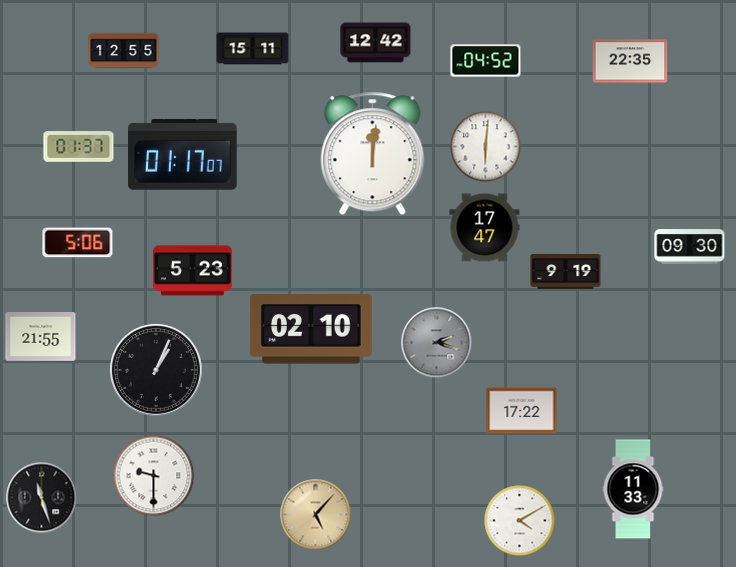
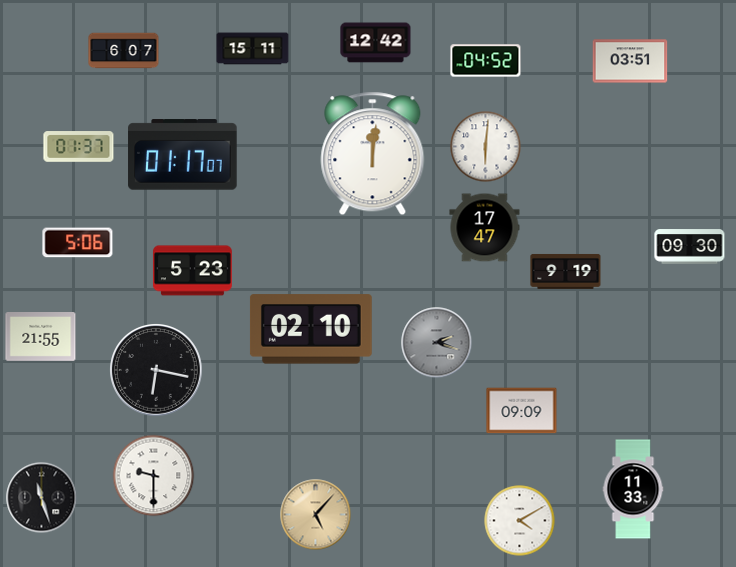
clock at (124, 51): 12:55 -> 6:07
clock at (630, 61): 22:35 -> 03:51
clock at (157, 371): 1:04 -> 6:17
clock at (522, 411): 17:22 -> 09:09
